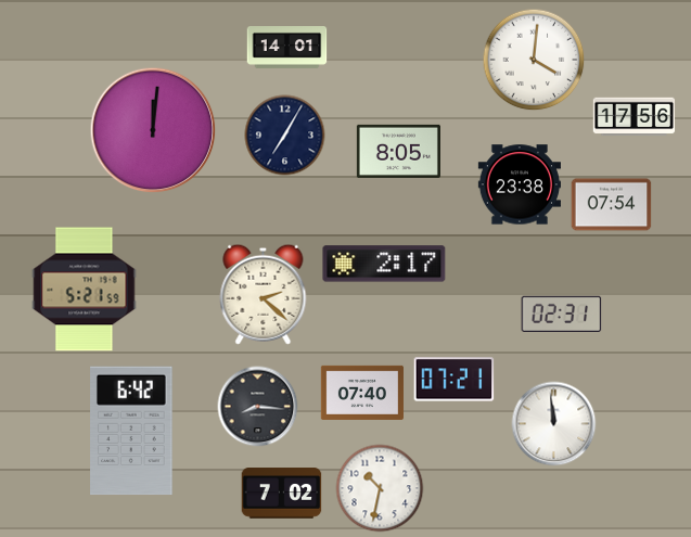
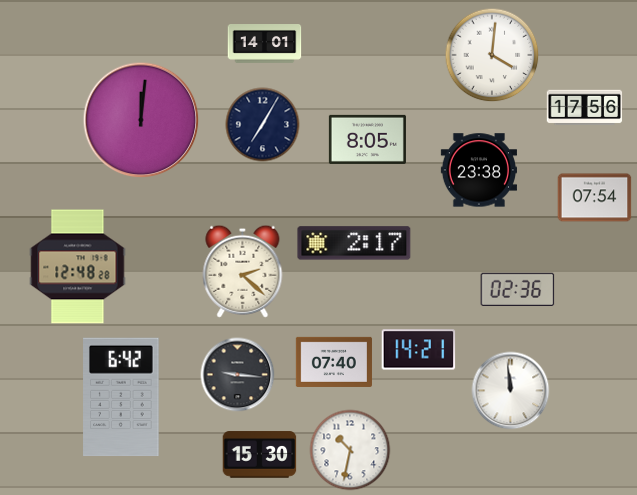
clock at (612, 205) position: (612, 205) -> (595, 198)
clock at (85, 290): 5:21 -> 12:48
clock at (562, 314): 02:31 -> 02:36
clock at (455, 380): 07:21 -> 14:21
clock at (258, 407): 8:16 -> 9:16
clock at (282, 494): 7:02 -> 15:30
